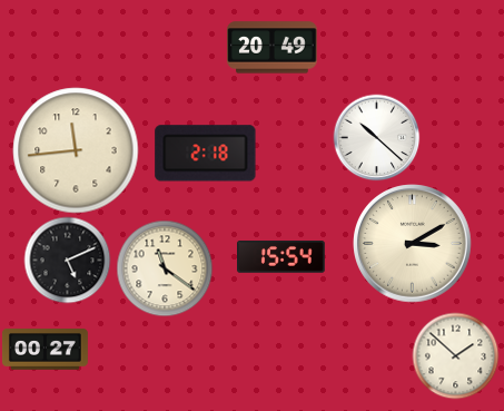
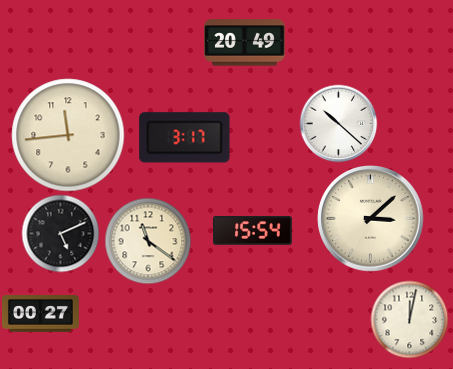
clock at (206, 154): 2:18 -> 3:17
clock at (413, 244): 3:10 -> 3:08
clock at (455, 355): 1:52 -> 12:02
